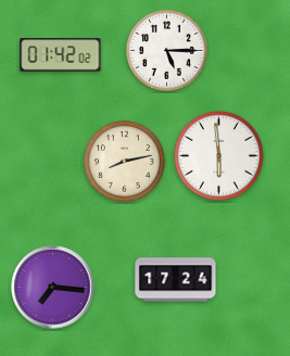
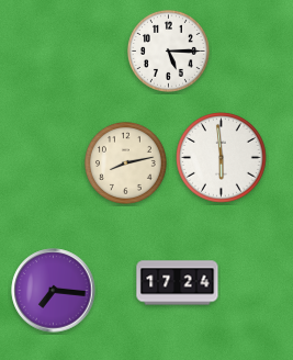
clock at (61, 55): 01:42 -> none
